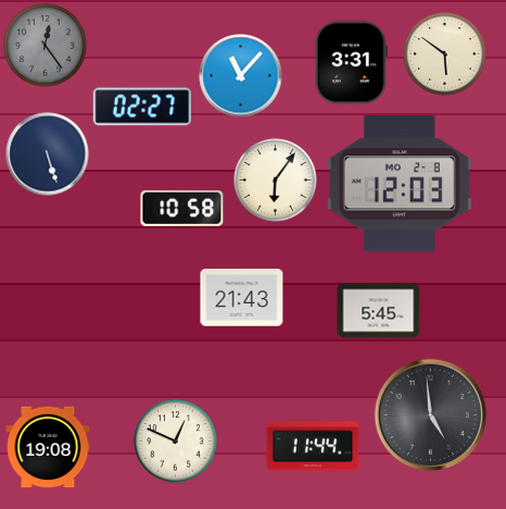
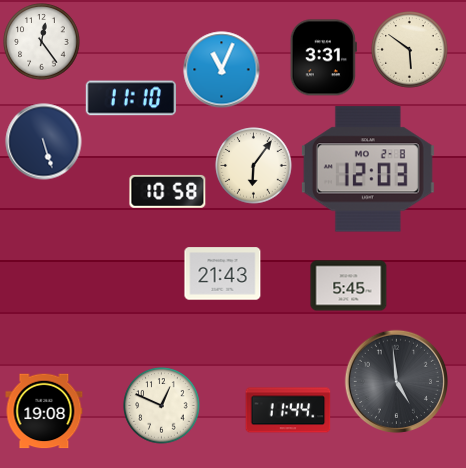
clock at (46, 46) dial: grey -> white
clock at (241, 76): 11:07 -> 11:04
clock at (142, 107): 02:27 -> 11:10
